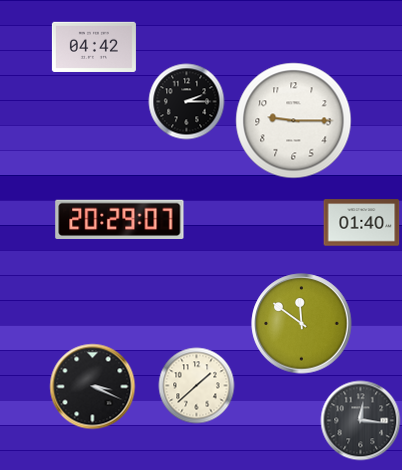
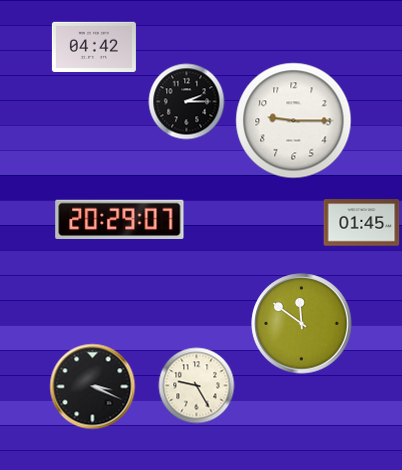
clock at (362, 223): 01:40 -> 01:45
clock at (197, 386): 1:38 -> 9:25
clock at (361, 421): 12:16 -> none
